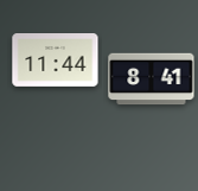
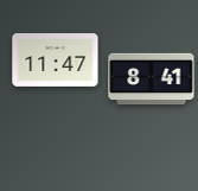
clock at (56, 61): 11:44 -> 11:47
